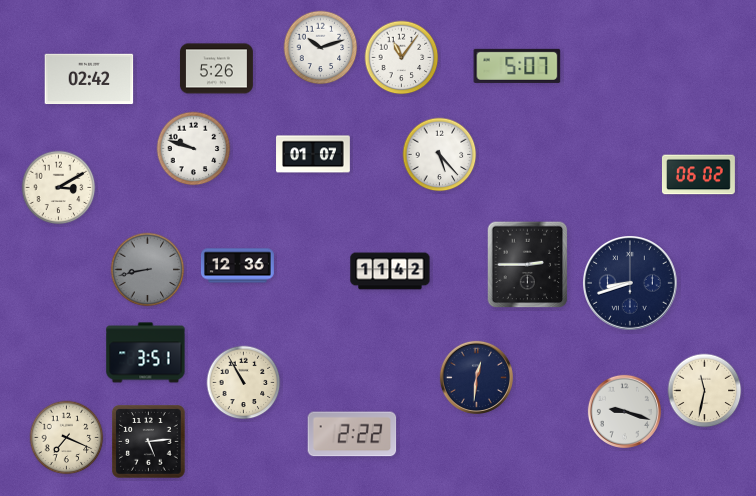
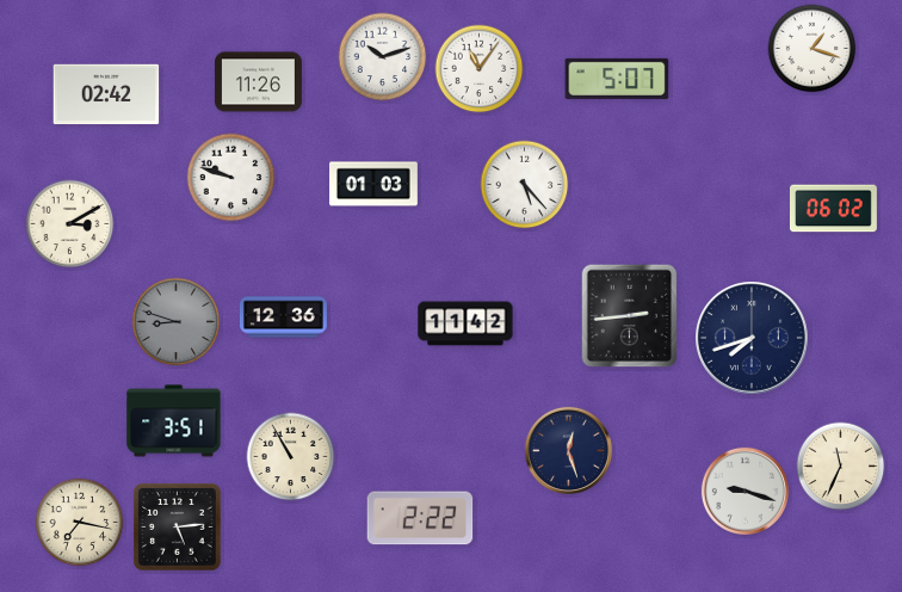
clock at (813, 49): none -> 1:18
clock at (216, 69): 5:26 -> 11:26
clock at (313, 154): 01:07 -> 01:03
clock at (528, 265): 2:45 -> 2:44
clock at (148, 270): 8:43 -> 8:48
clock at (631, 284): 8:42 -> 7:42
clock at (476, 377): 12:31 -> 12:27
clock at (705, 391): 11:32 -> 11:34
clock at (67, 438): 7:19 -> 7:17
